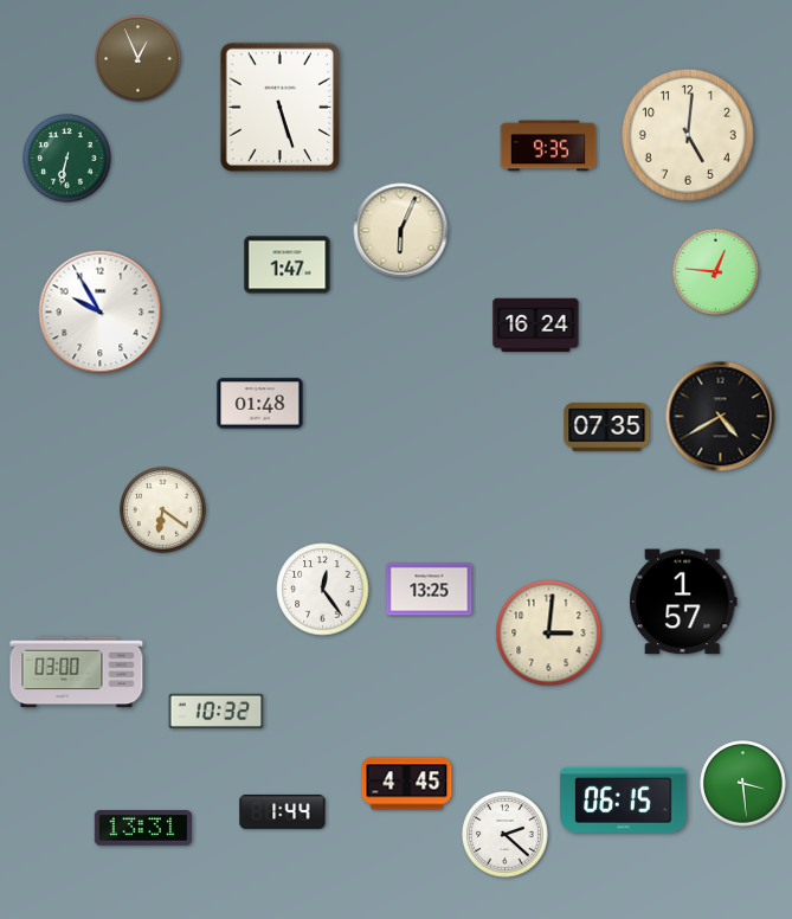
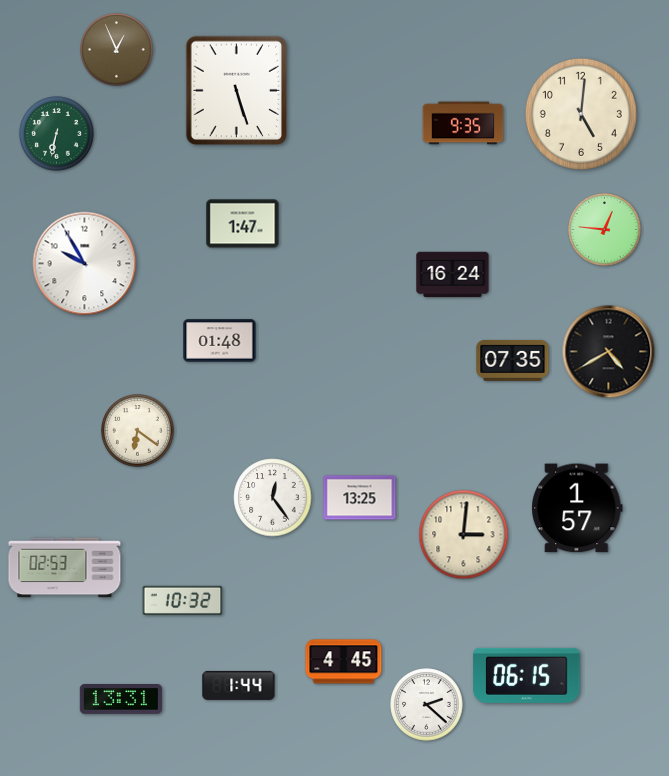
clock at (401, 231): 6:04 -> none
clock at (430, 590) position: (430, 590) -> (360, 498)
clock at (77, 673): 03:00 -> 02:53
clock at (743, 784): 3:29 -> none
